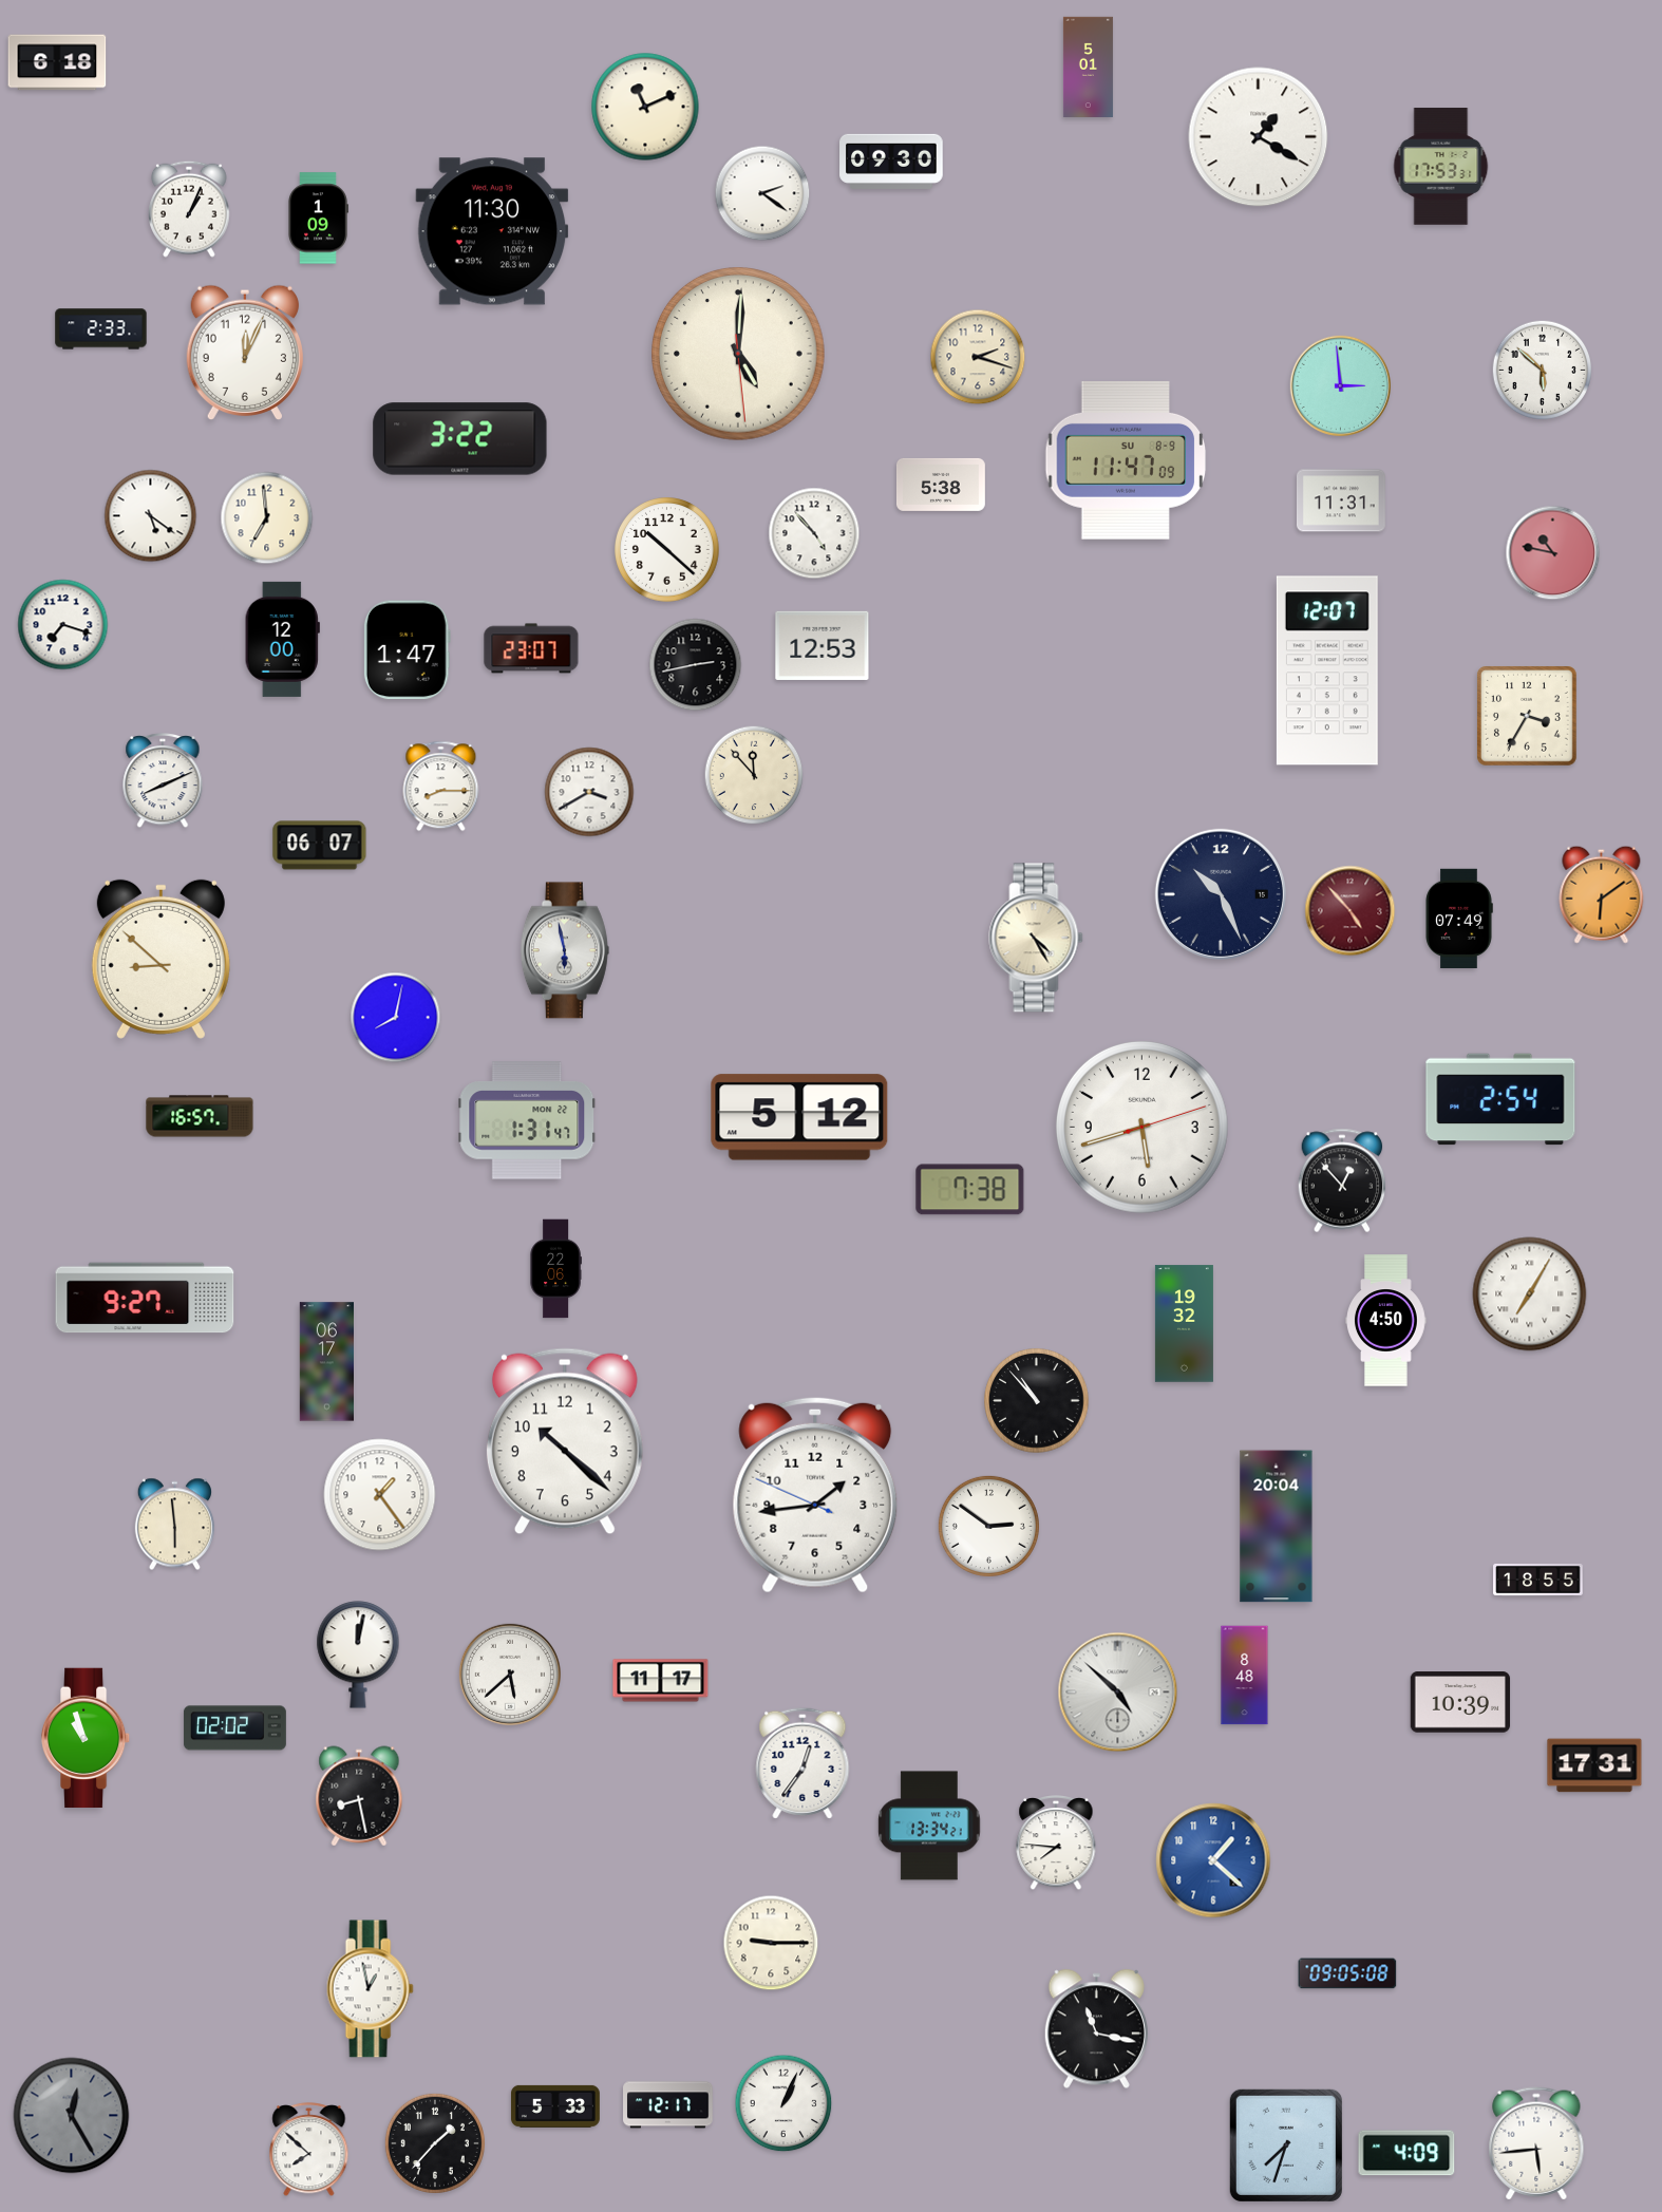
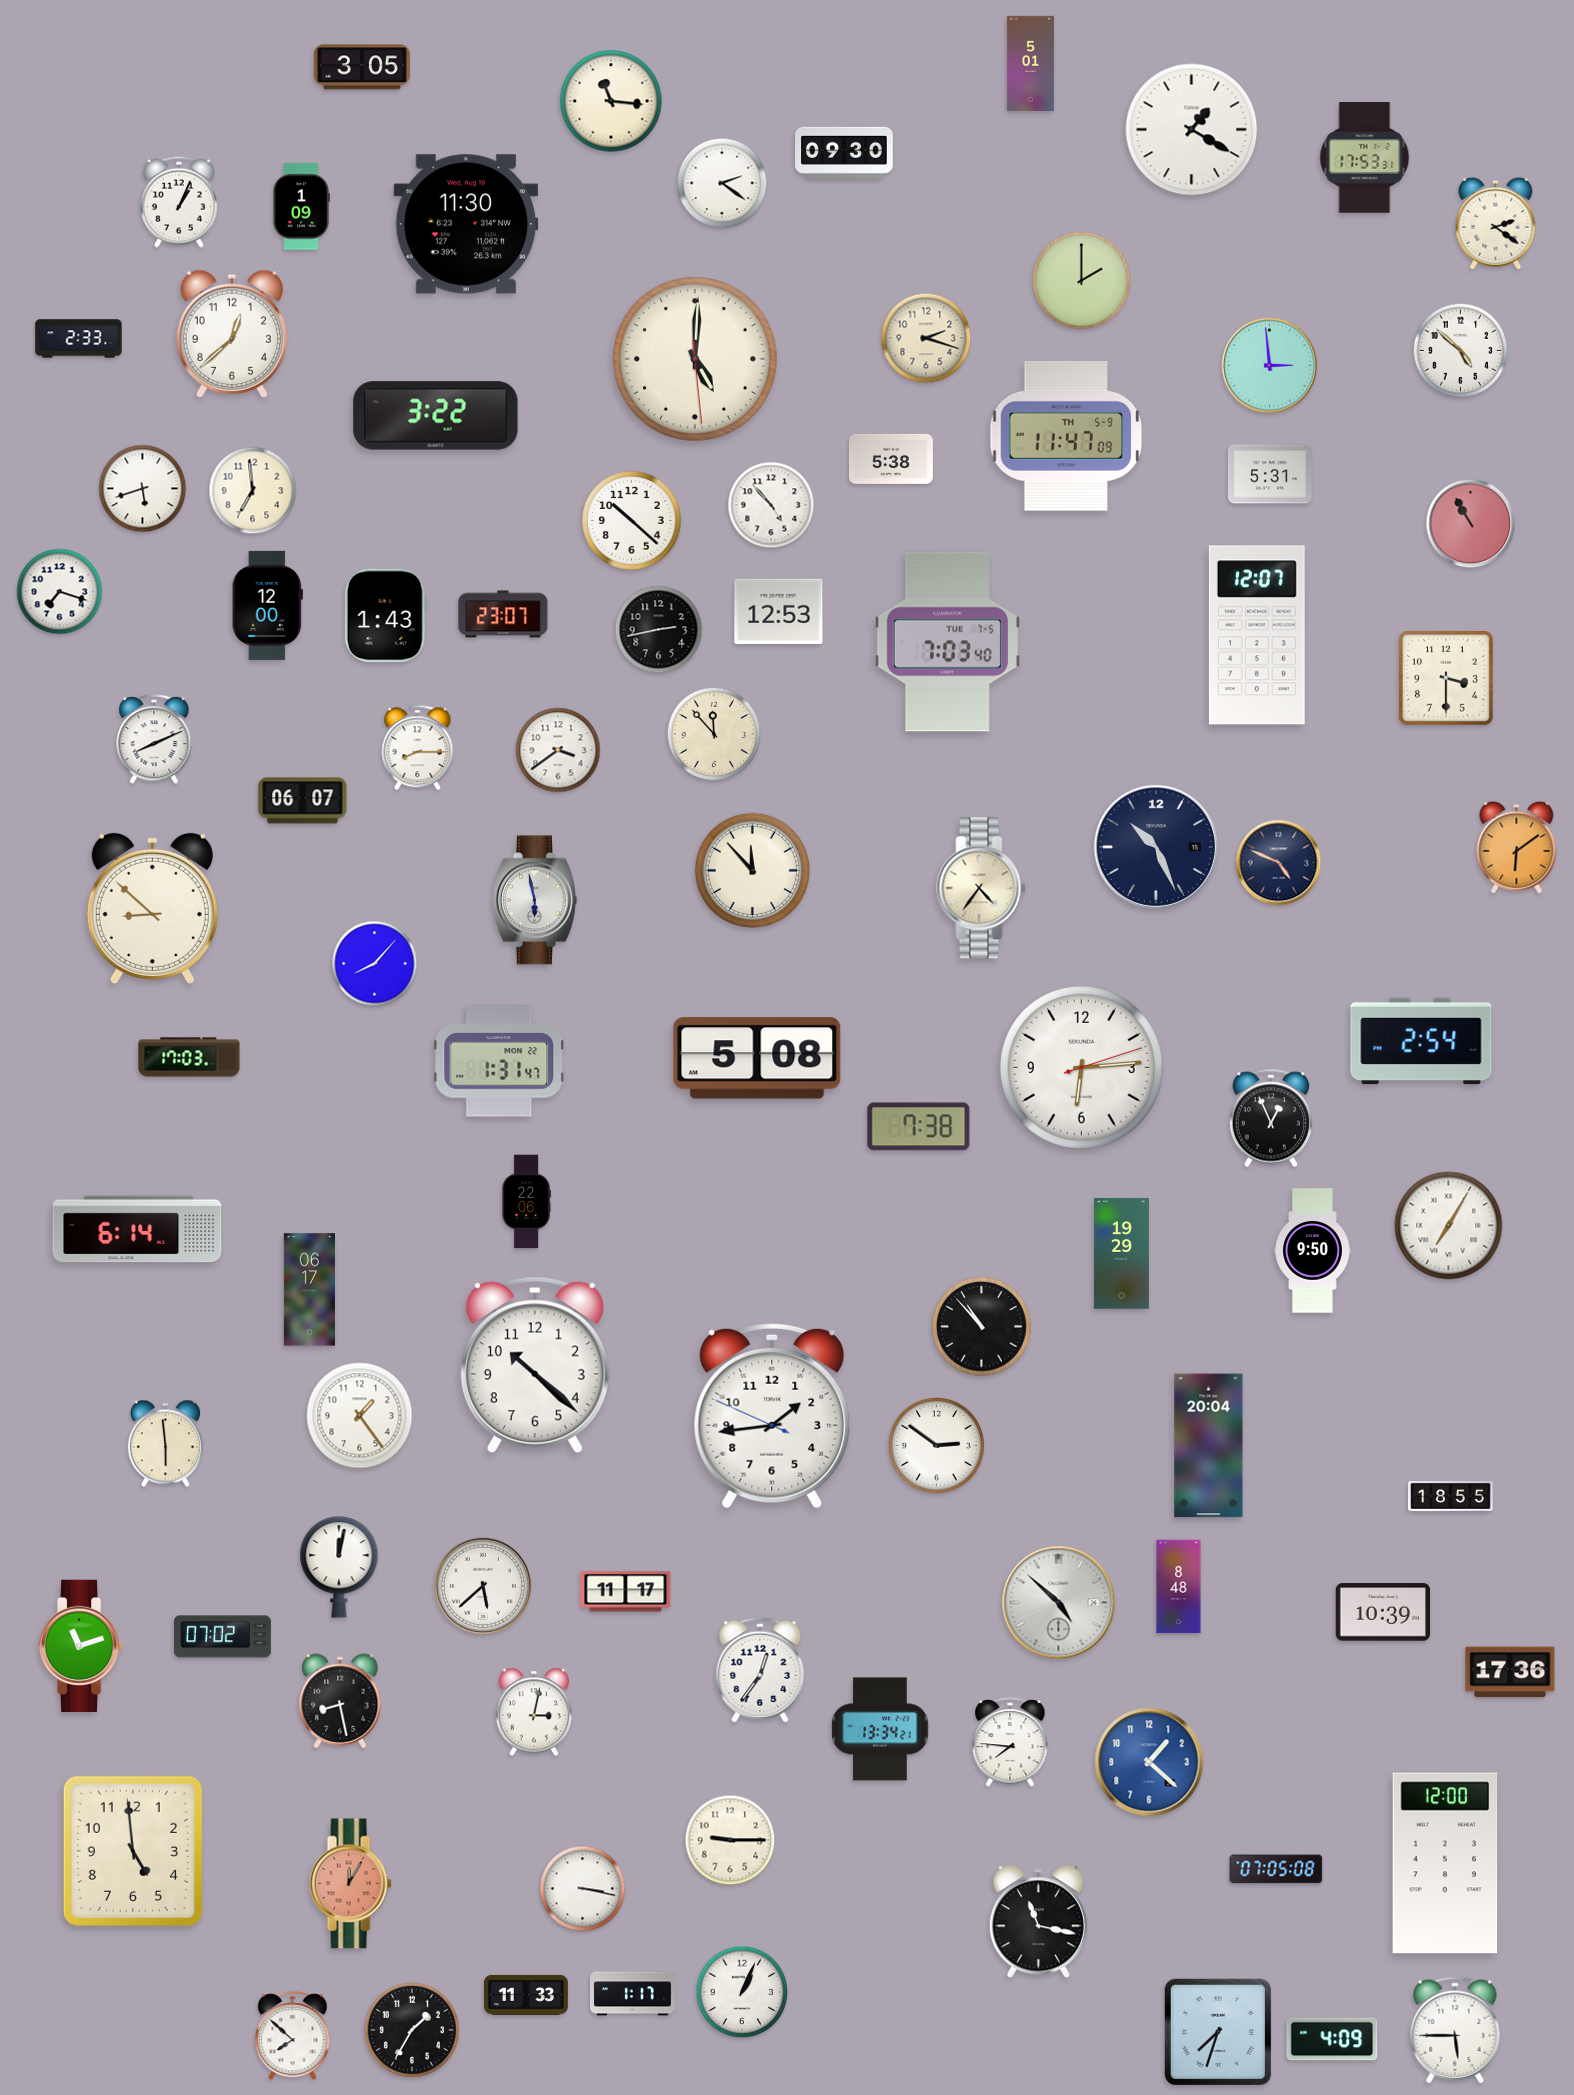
clock at (57, 62): 6:18 -> none
clock at (362, 67): none -> 3:05
clock at (645, 107): 11:11 -> 11:16
clock at (190, 209) position: (190, 209) -> (180, 202)
clock at (492, 231) position: (492, 231) -> (466, 224)
clock at (1496, 223): none -> 2:21
clock at (1081, 280): none -> 2:00
clock at (101, 329) position: (101, 329) -> (79, 339)
clock at (244, 352): 12:04 -> 12:38
clock at (739, 355) position: (739, 355) -> (696, 360)
clock at (1542, 370): 5:52 -> 4:52
clock at (1126, 460) date: SU 8-9 -> TH 5-9
clock at (1341, 500): 11:31 -> 5:31
clock at (151, 516): 5:21 -> 5:42
clock at (1553, 553): 10:47 -> 10:55
clock at (407, 650): 1:47 -> 1:43
clock at (947, 642): none -> 7:03
clock at (1528, 717): 3:35 -> 3:30
clock at (441, 787) position: (441, 787) -> (418, 748)
clock at (589, 792): 3:40 -> 3:39
clock at (1351, 911): 4:53 -> 4:49
clock at (1351, 911) dial: burgundy -> navy
clock at (752, 870): none -> 11:53
clock at (1459, 919): 07:49 -> none
clock at (1036, 938): 4:25 -> 4:36
clock at (396, 1018): 8:02 -> 8:07
clock at (200, 1116): 16:57 -> 17:03
clock at (799, 1117): 5:12 -> 5:08
clock at (1141, 1127): 5:42 -> 6:14
clock at (1342, 1180): 12:53 -> 12:56
clock at (145, 1298): 9:27 -> 6:14
clock at (1386, 1321): 4:50 -> 9:50
clock at (1184, 1324): 19:32 -> 19:29
clock at (1538, 1580) position: (1538, 1580) -> (1451, 1496)
clock at (234, 1728): 02:02 -> 07:02
clock at (86, 1738): 10:57 -> 11:12
clock at (1594, 1765): 17:31 -> 17:36
clock at (534, 1712): none -> 3:02
clock at (1056, 1844) position: (1056, 1844) -> (1010, 1743)
clock at (133, 1851): none -> 4:59
clock at (1445, 1863): none -> 12:00
clock at (1347, 1973): 09:05 -> 07:05
clock at (370, 1989): 12:58 -> 12:05
clock at (370, 1989) dial: white -> salmon
clock at (583, 1889): none -> 3:17
clock at (668, 2105): 12:17 -> 1:17
clock at (555, 2106): 5:33 -> 11:33
clock at (72, 2116): 12:25 -> none
clock at (435, 2143): 1:37 -> 1:35
clock at (1536, 2143): 5:44 -> 5:45
